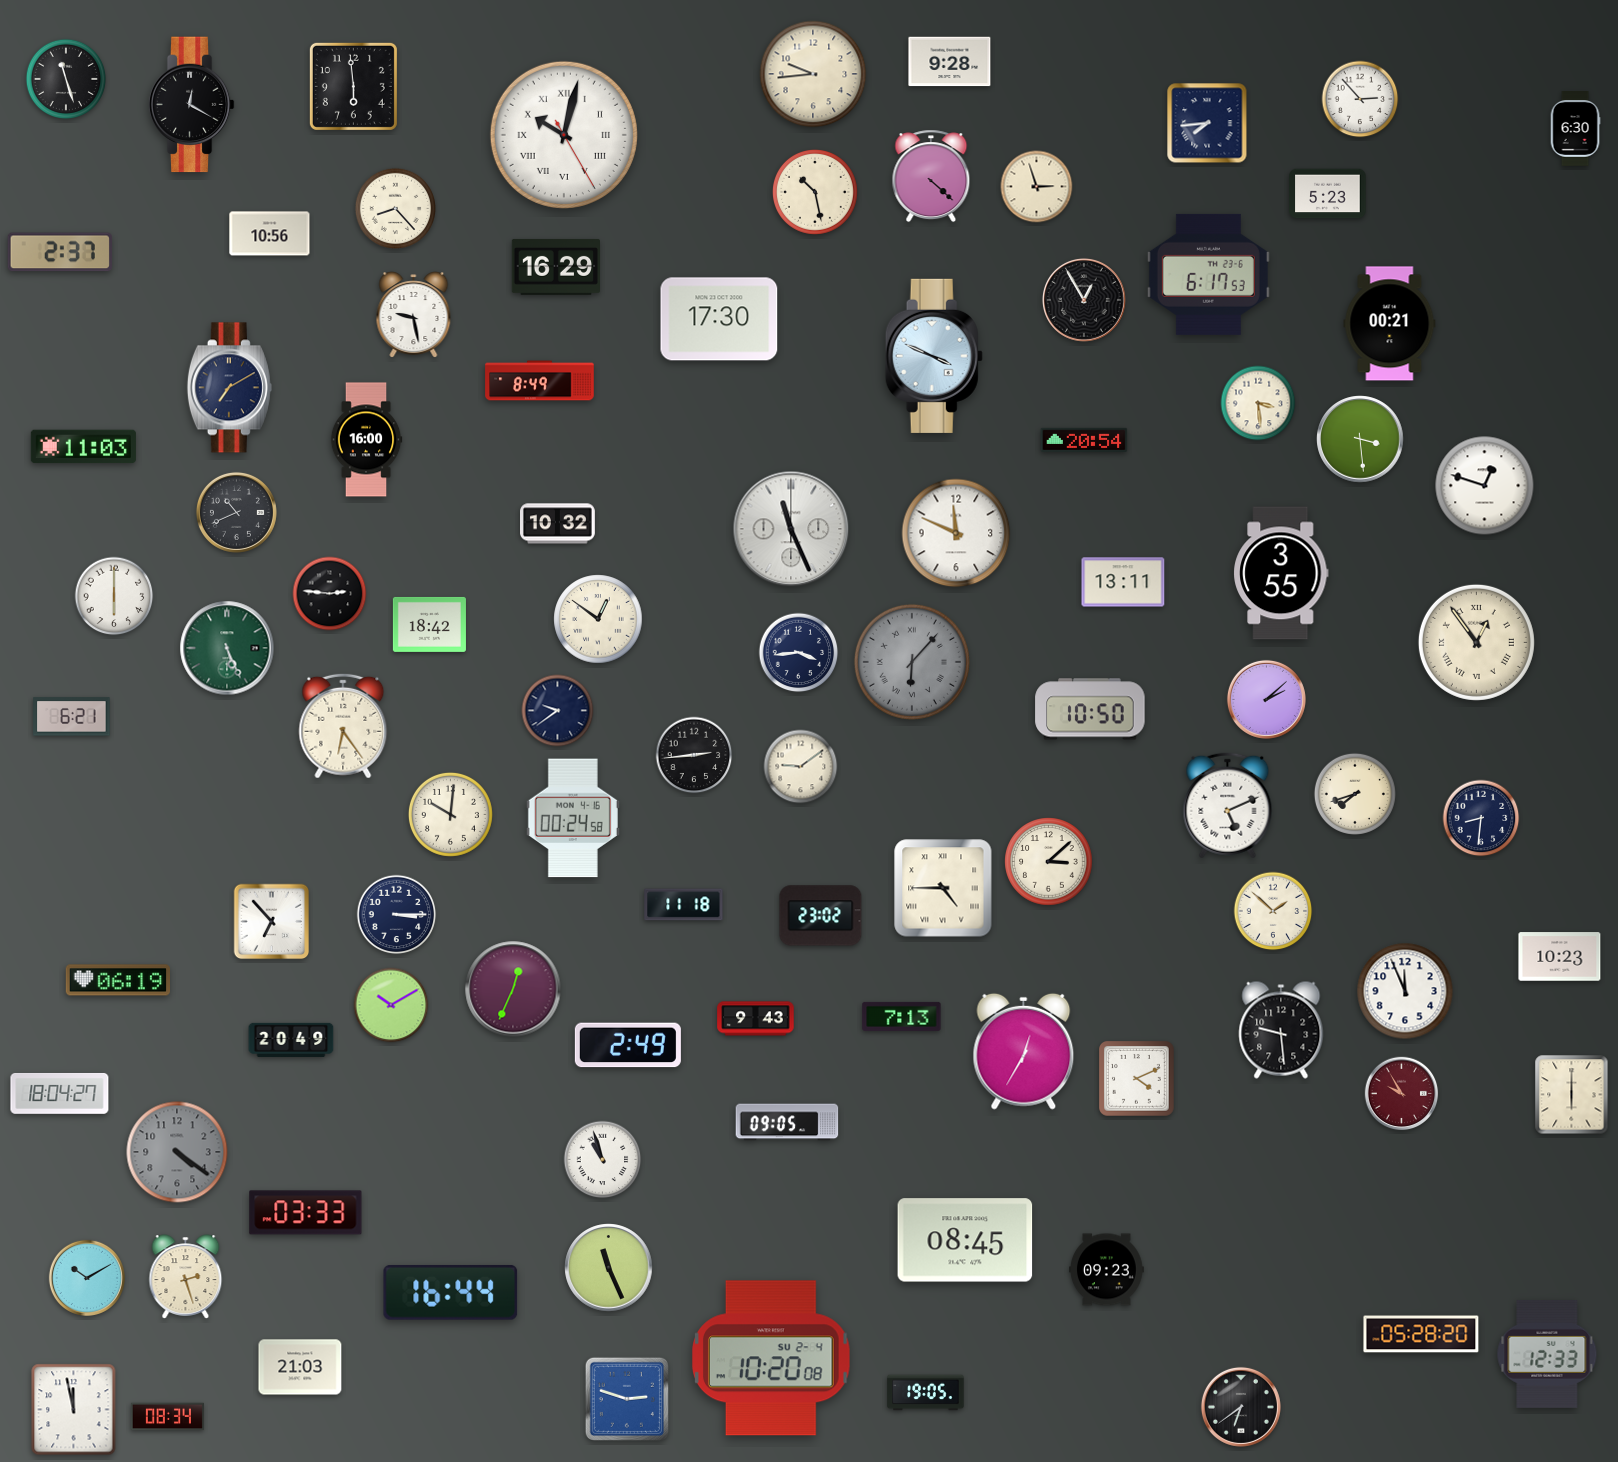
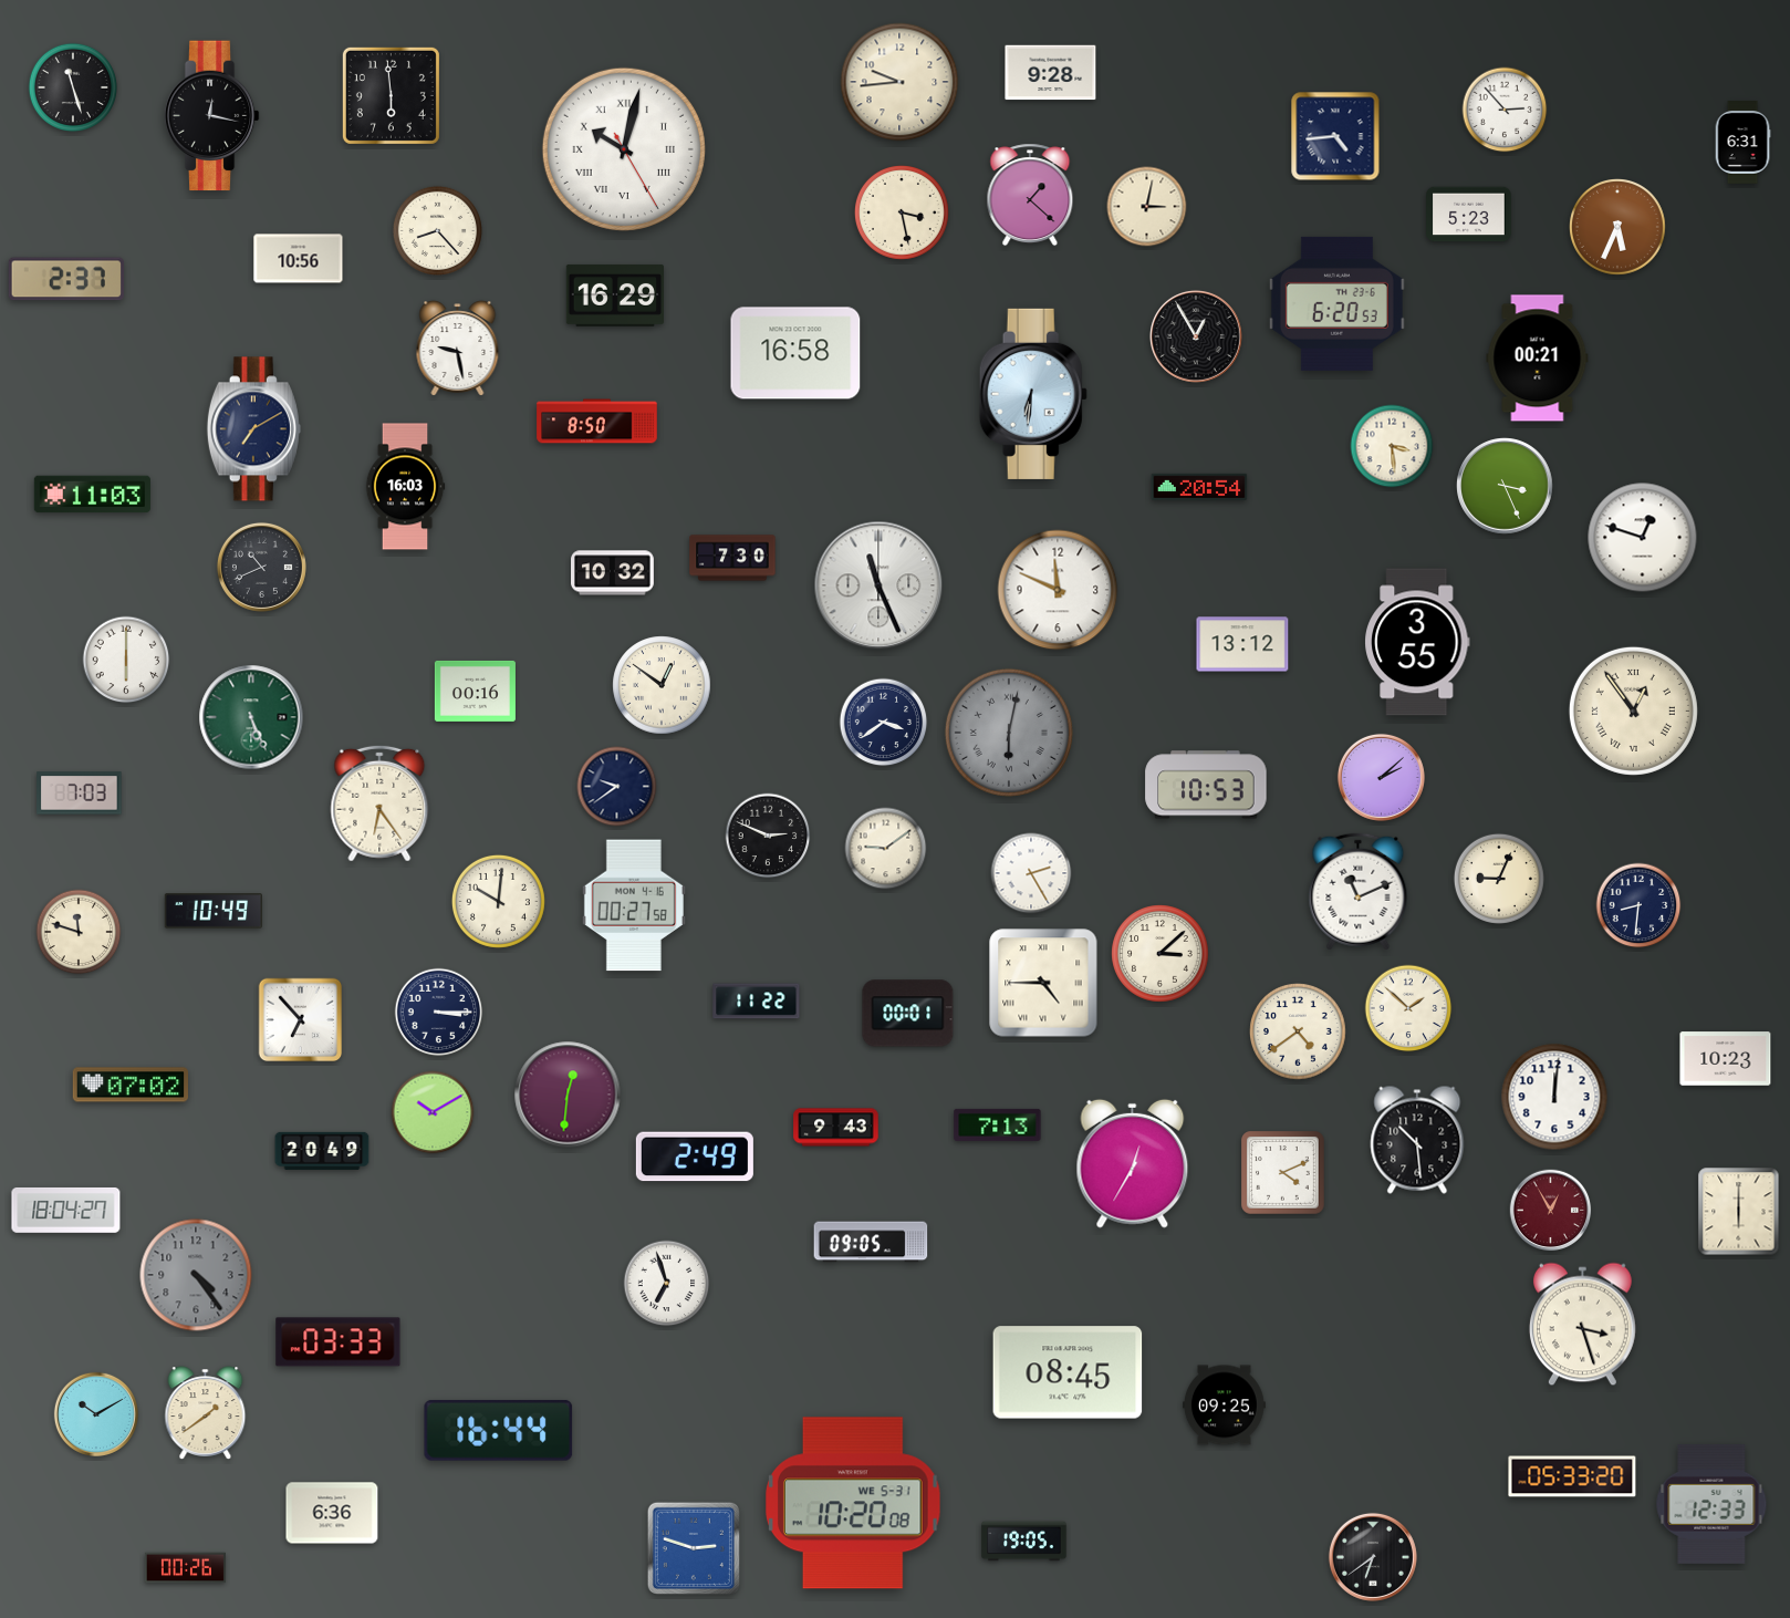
clock at (950, 62) position: (950, 62) -> (1051, 73)
clock at (191, 105): 12:20 -> 12:17
clock at (1207, 123): 7:44 -> 4:44
clock at (1575, 129): 6:30 -> 6:31
clock at (931, 176): 4:22 -> 1:22
clock at (1037, 187): 2:57 -> 3:02
clock at (815, 192): 10:28 -> 3:28
clock at (1619, 228): none -> 5:34
clock at (1208, 274): 6:17 -> 6:20
clock at (1084, 300) position: (1084, 300) -> (1196, 336)
clock at (719, 319): 17:30 -> 16:58
clock at (934, 356): 3:49 -> 6:31
clock at (540, 381): 8:49 -> 8:50
clock at (1360, 439): 3:29 -> 3:26
clock at (366, 440): 16:00 -> 16:03
clock at (732, 558): none -> 7:30
clock at (558, 524) position: (558, 524) -> (613, 573)
clock at (791, 529) position: (791, 529) -> (878, 585)
clock at (1281, 573) position: (1281, 573) -> (1417, 642)
clock at (1123, 582): 13:11 -> 13:12
clock at (330, 594): 2:46 -> none
clock at (429, 624): 18:42 -> 00:16
clock at (799, 653): 3:44 -> 3:39
clock at (912, 662): 6:07 -> 6:02
clock at (1266, 699) position: (1266, 699) -> (1381, 777)
clock at (1090, 709): 10:50 -> 10:53
clock at (72, 717): 6:21 -> 7:03
clock at (694, 755): 2:44 -> 2:49
clock at (1031, 873): none -> 2:25
clock at (1355, 794): 7:42 -> 9:04
clock at (1228, 806): 5:11 -> 11:11
clock at (573, 818): 00:24 -> 00:27
clock at (212, 911): none -> 10:49
clock at (79, 932): none -> 11:48
clock at (684, 905): 11:18 -> 11:22
clock at (821, 916): 23:02 -> 00:01
clock at (1299, 1033): none -> 4:39
clock at (117, 980): 06:19 -> 07:02
clock at (513, 989): 12:34 -> 12:31
clock at (1405, 991): 11:56 -> 12:01
clock at (1281, 1030): 9:29 -> 10:29
clock at (1137, 1079) position: (1137, 1079) -> (1283, 1173)
clock at (1402, 1094): 9:55 -> 12:55
clock at (177, 1152): 4:21 -> 4:24
clock at (603, 1160): 10:57 -> 6:57
clock at (1582, 1325): none -> 3:27
clock at (609, 1268): 11:26 -> none
clock at (1107, 1270): 09:23 -> 09:25
clock at (186, 1277): 2:27 -> 1:39
clock at (1421, 1334): 05:28 -> 05:33
clock at (1547, 1354) position: (1547, 1354) -> (1711, 1504)
clock at (772, 1358) date: SU 2-4 -> WE 5-31
clock at (300, 1367): 21:03 -> 6:36
clock at (74, 1410): 11:58 -> none
clock at (167, 1417): 08:34 -> 00:26
